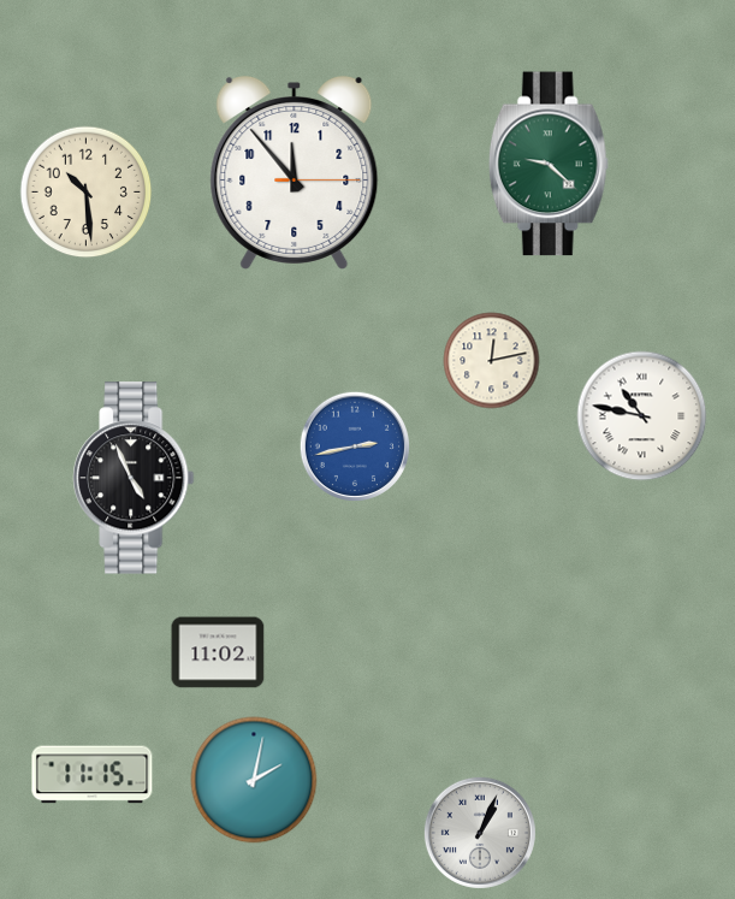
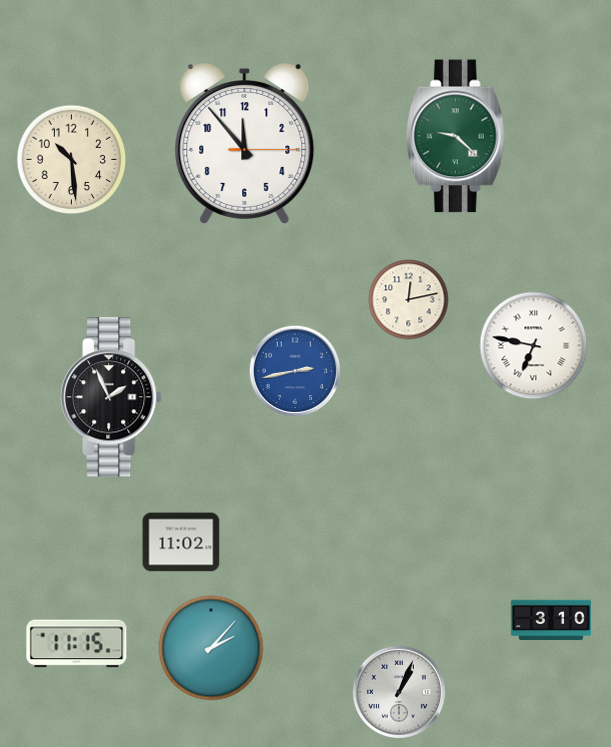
clock at (642, 416): 10:47 -> 6:47
clock at (134, 478): 4:56 -> 1:56
clock at (550, 620): none -> 3:10
clock at (254, 780): 2:02 -> 2:07
